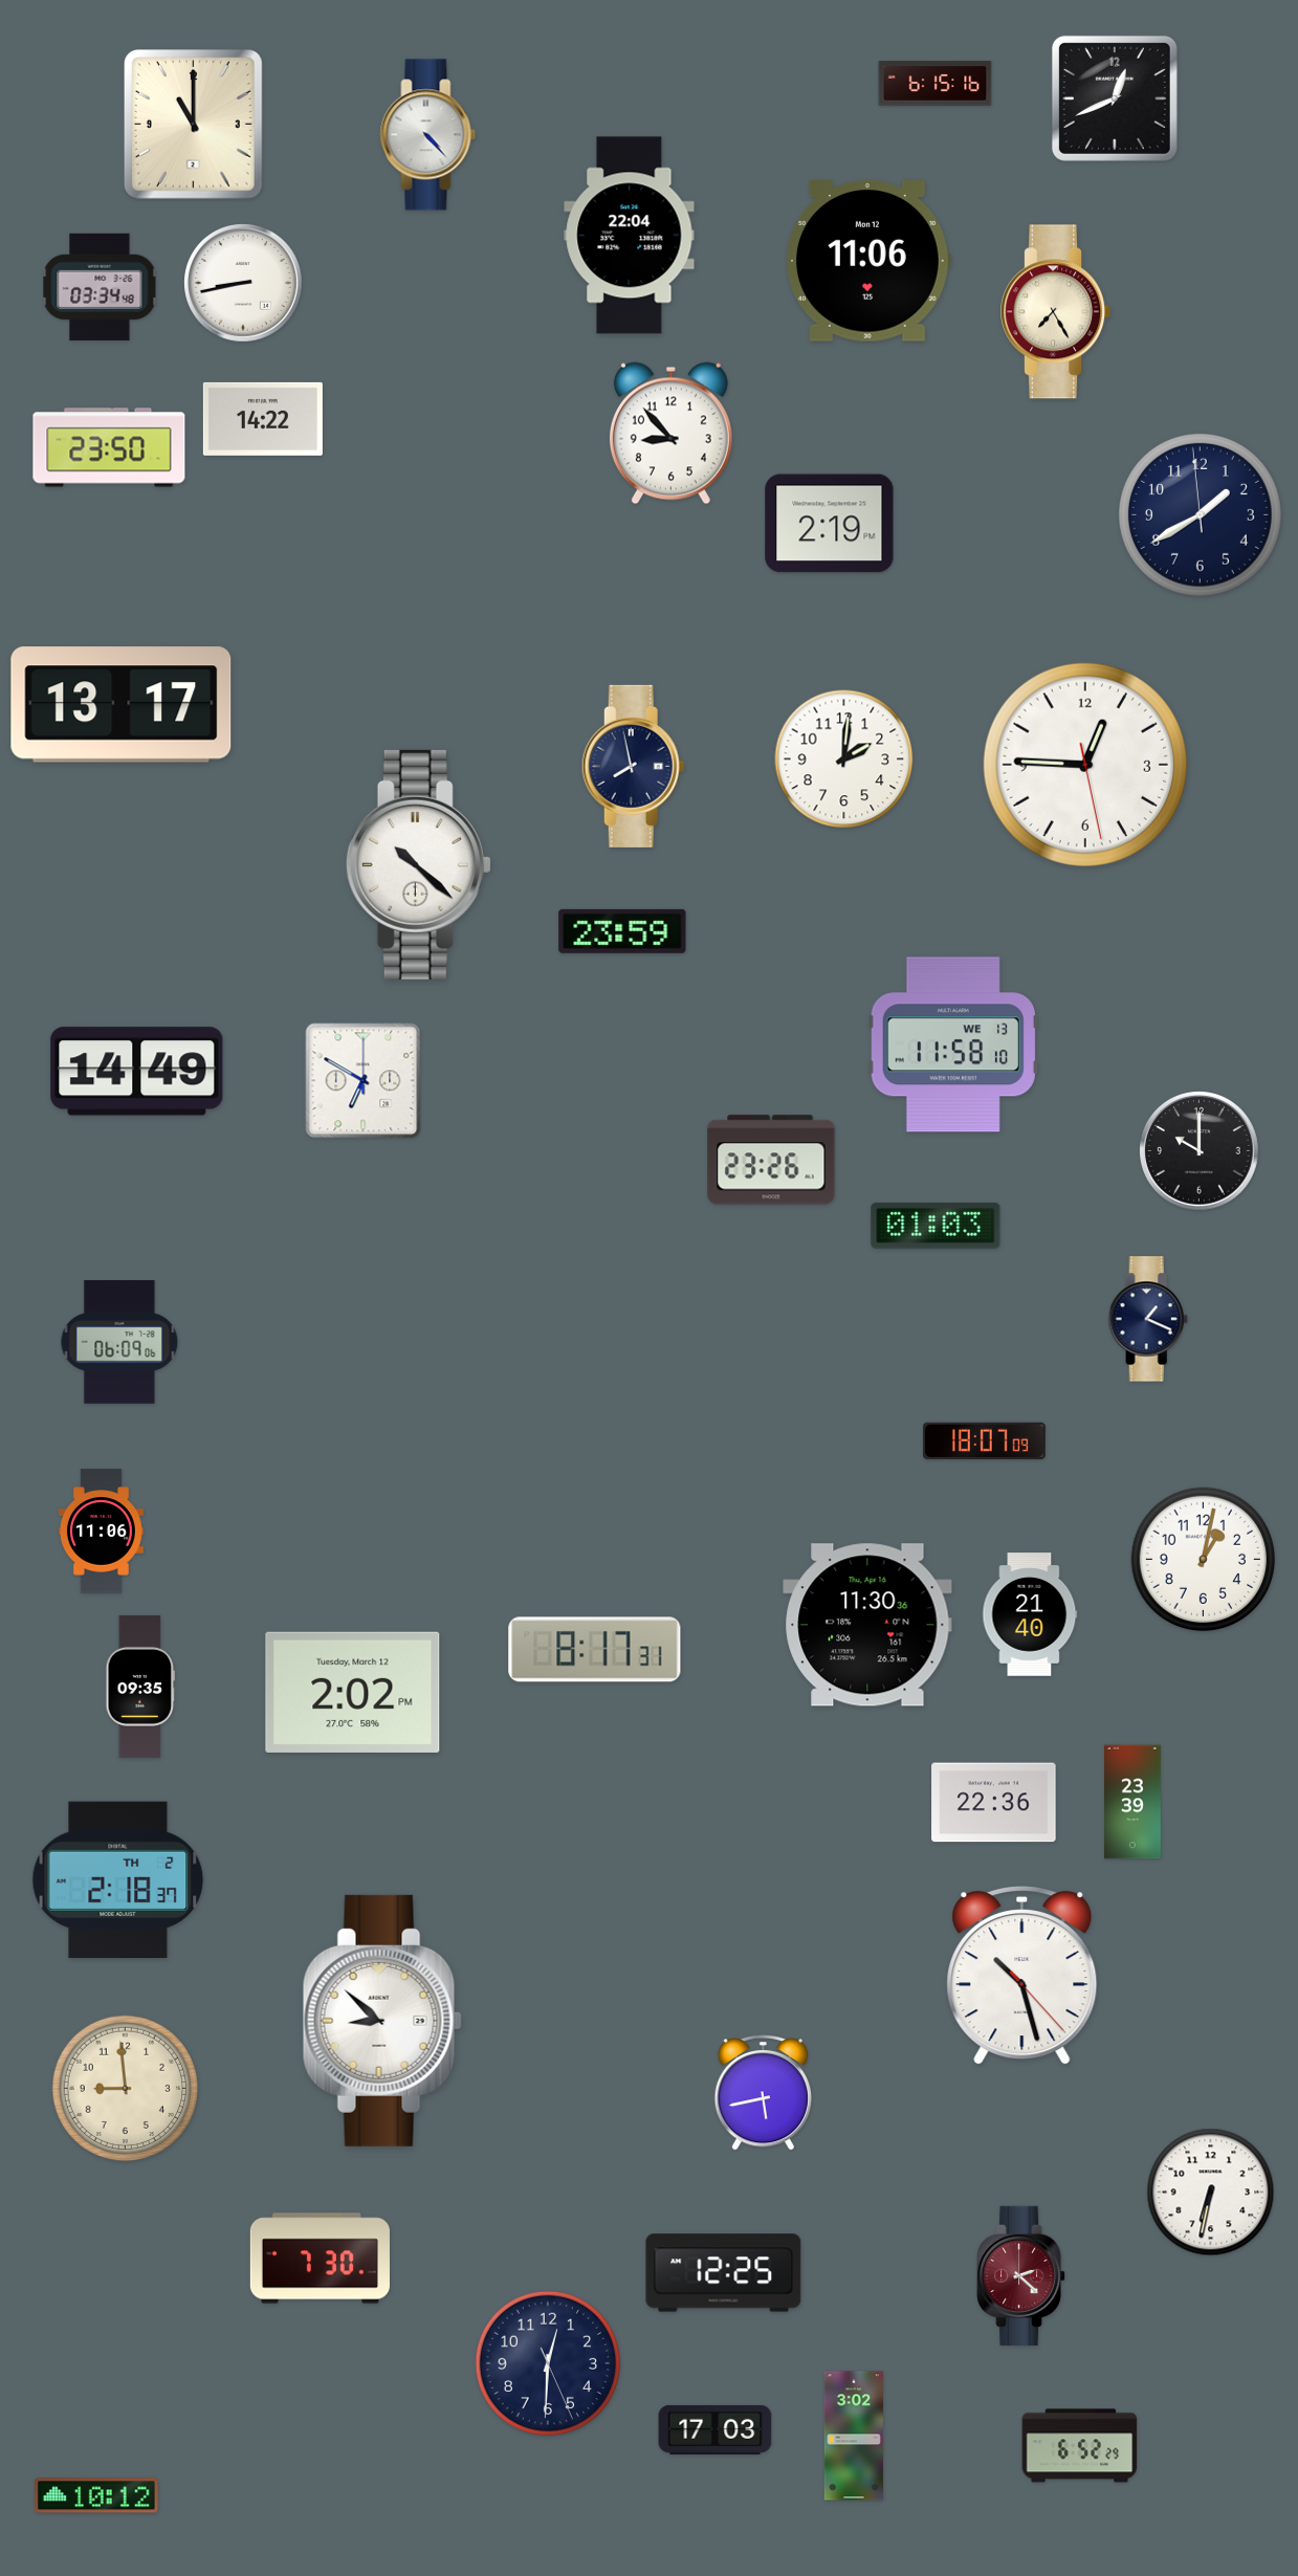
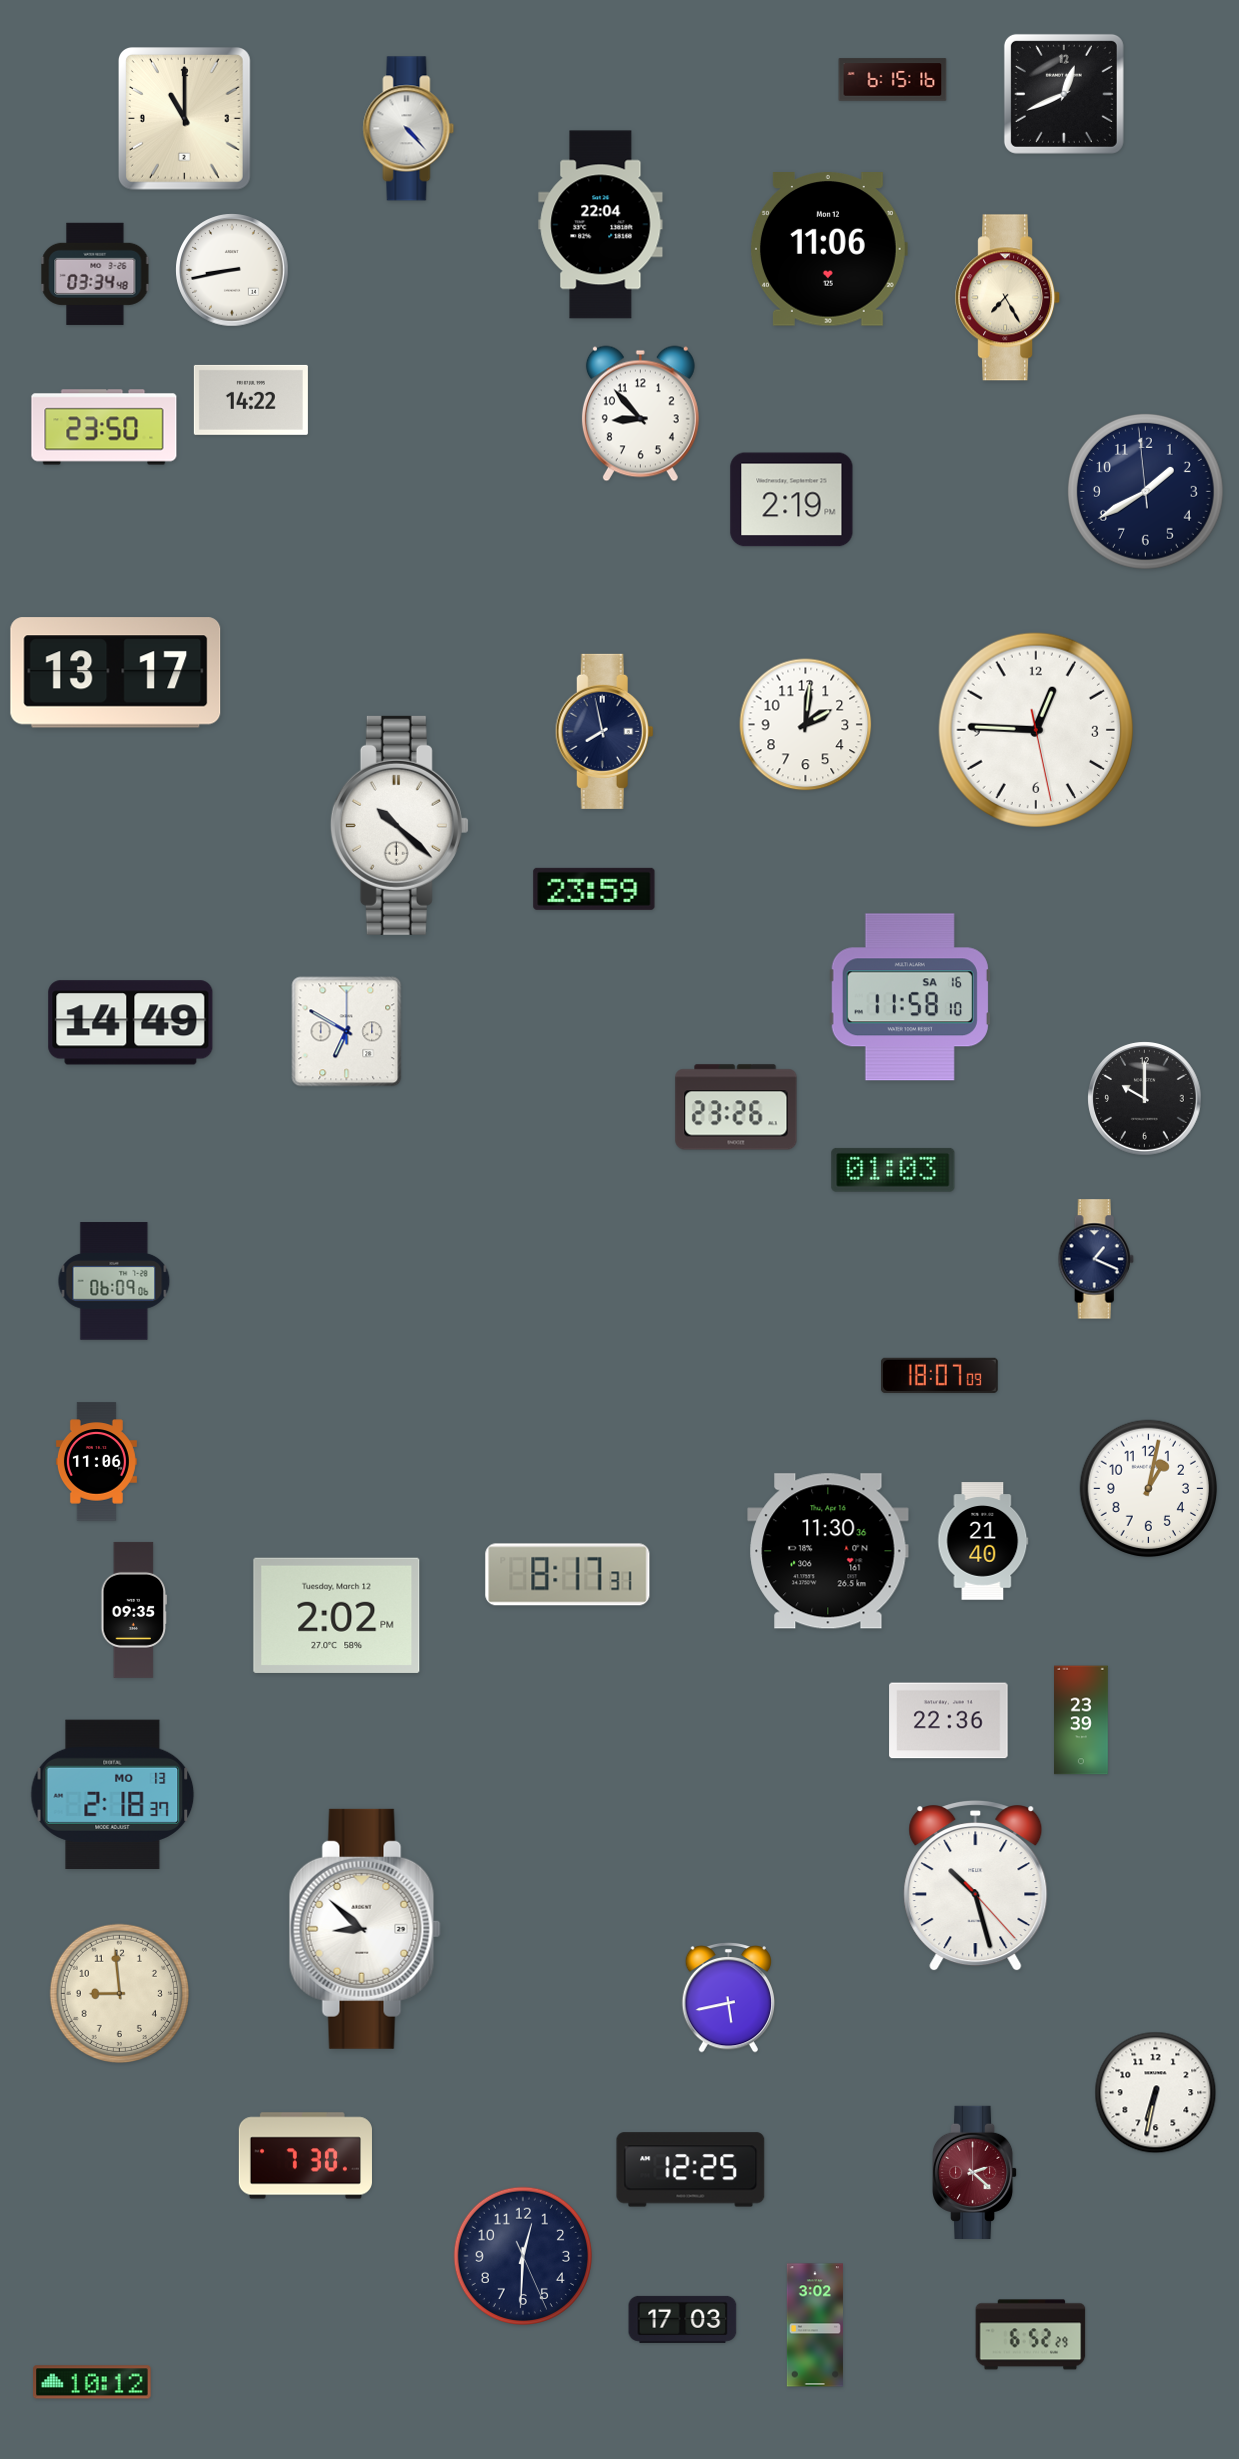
clock at (953, 1044) date: WE 13 -> SA 16
clock at (118, 1879) date: TH 2 -> MO 13
